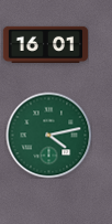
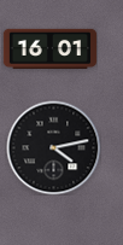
clock at (48, 135) dial: green -> black
